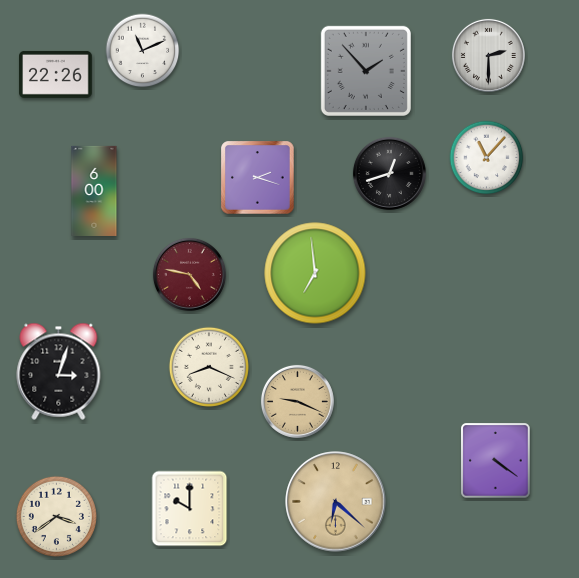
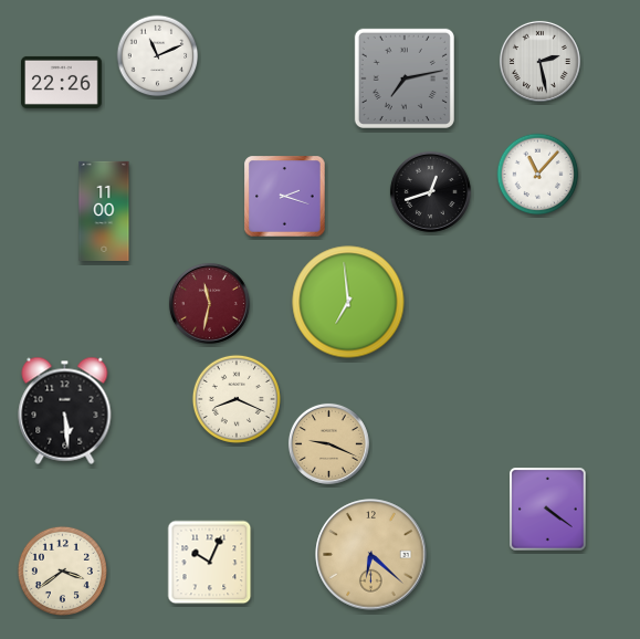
clock at (488, 55): 2:30 -> 2:28
clock at (366, 71): 1:53 -> 7:13
clock at (94, 191): 6:00 -> 11:00
clock at (189, 274): 4:47 -> 11:32
clock at (209, 367) position: (209, 367) -> (237, 399)
clock at (59, 371): 3:03 -> 5:29
clock at (190, 509): 10:00 -> 10:04
